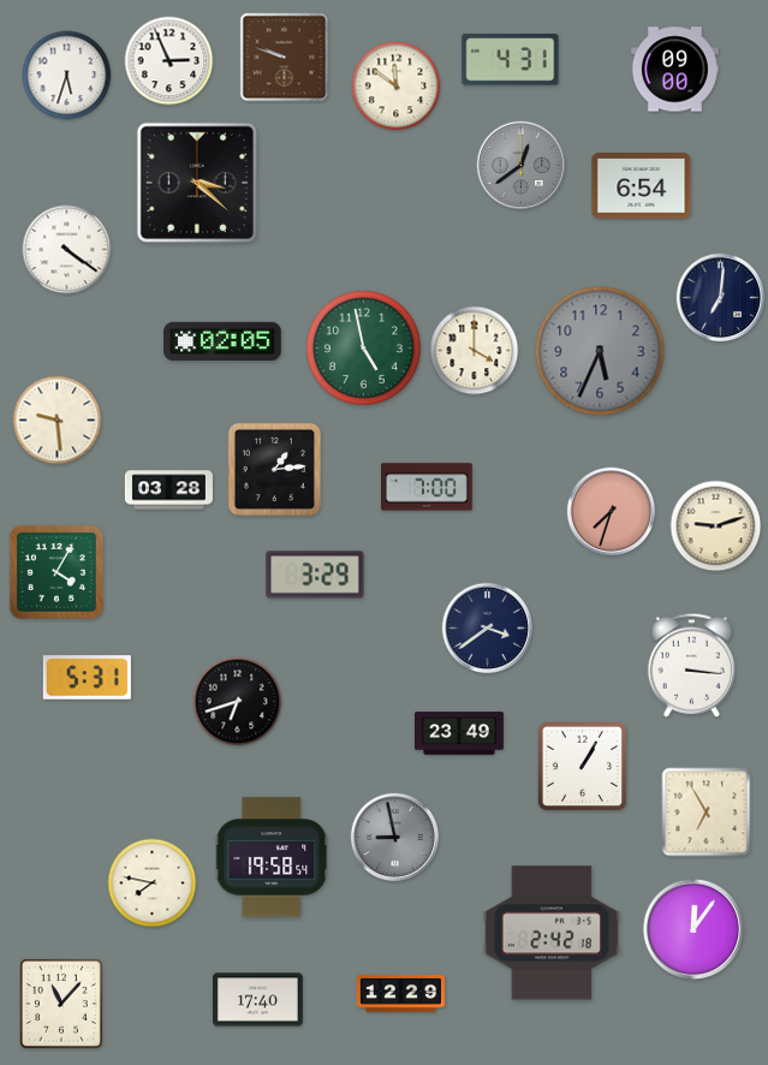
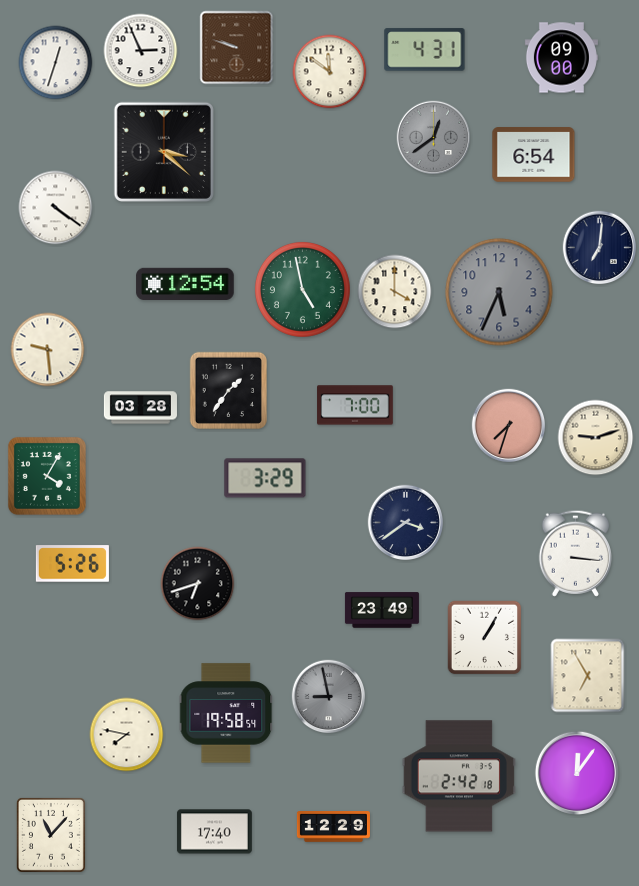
clock at (67, 76): 5:33 -> 12:33
clock at (222, 340): 02:05 -> 12:54
clock at (274, 469): 1:14 -> 1:36
clock at (315, 575) position: (315, 575) -> (265, 478)
clock at (87, 678): 5:31 -> 5:26
